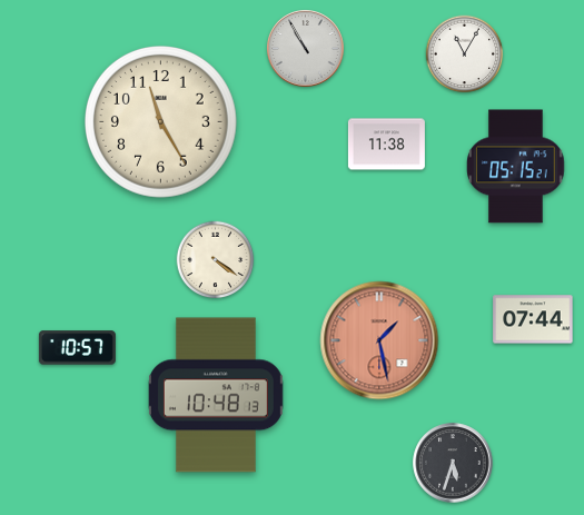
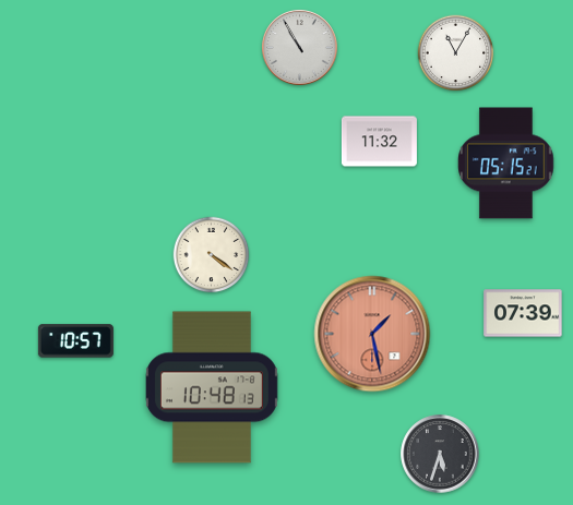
clock at (161, 122): 11:25 -> none
clock at (386, 145): 11:38 -> 11:32
clock at (533, 319): 07:44 -> 07:39
clock at (453, 463) position: (453, 463) -> (440, 454)
